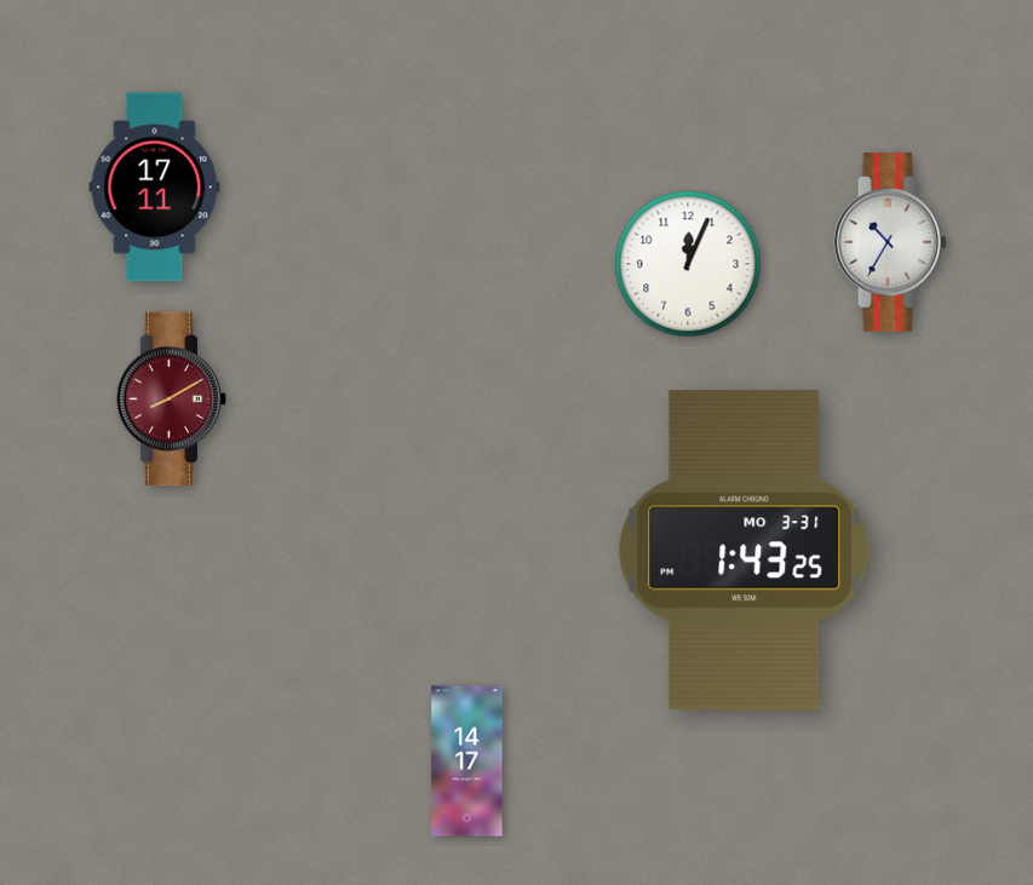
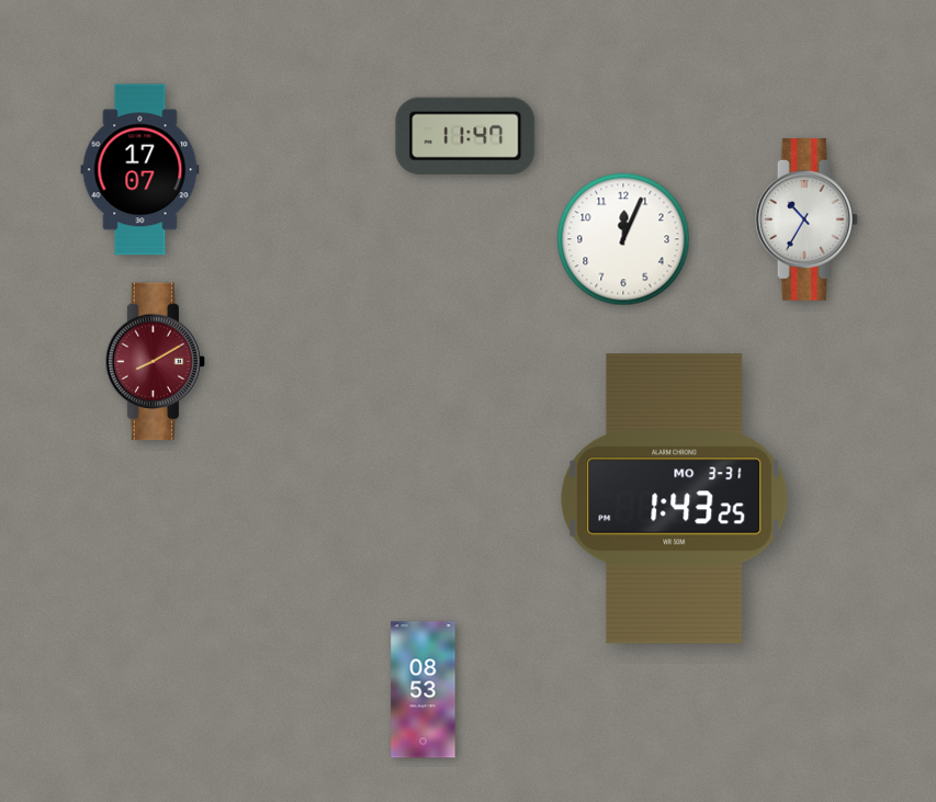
clock at (465, 136): none -> 11:47
clock at (155, 188): 17:11 -> 17:07
clock at (467, 762): 14:17 -> 08:53
